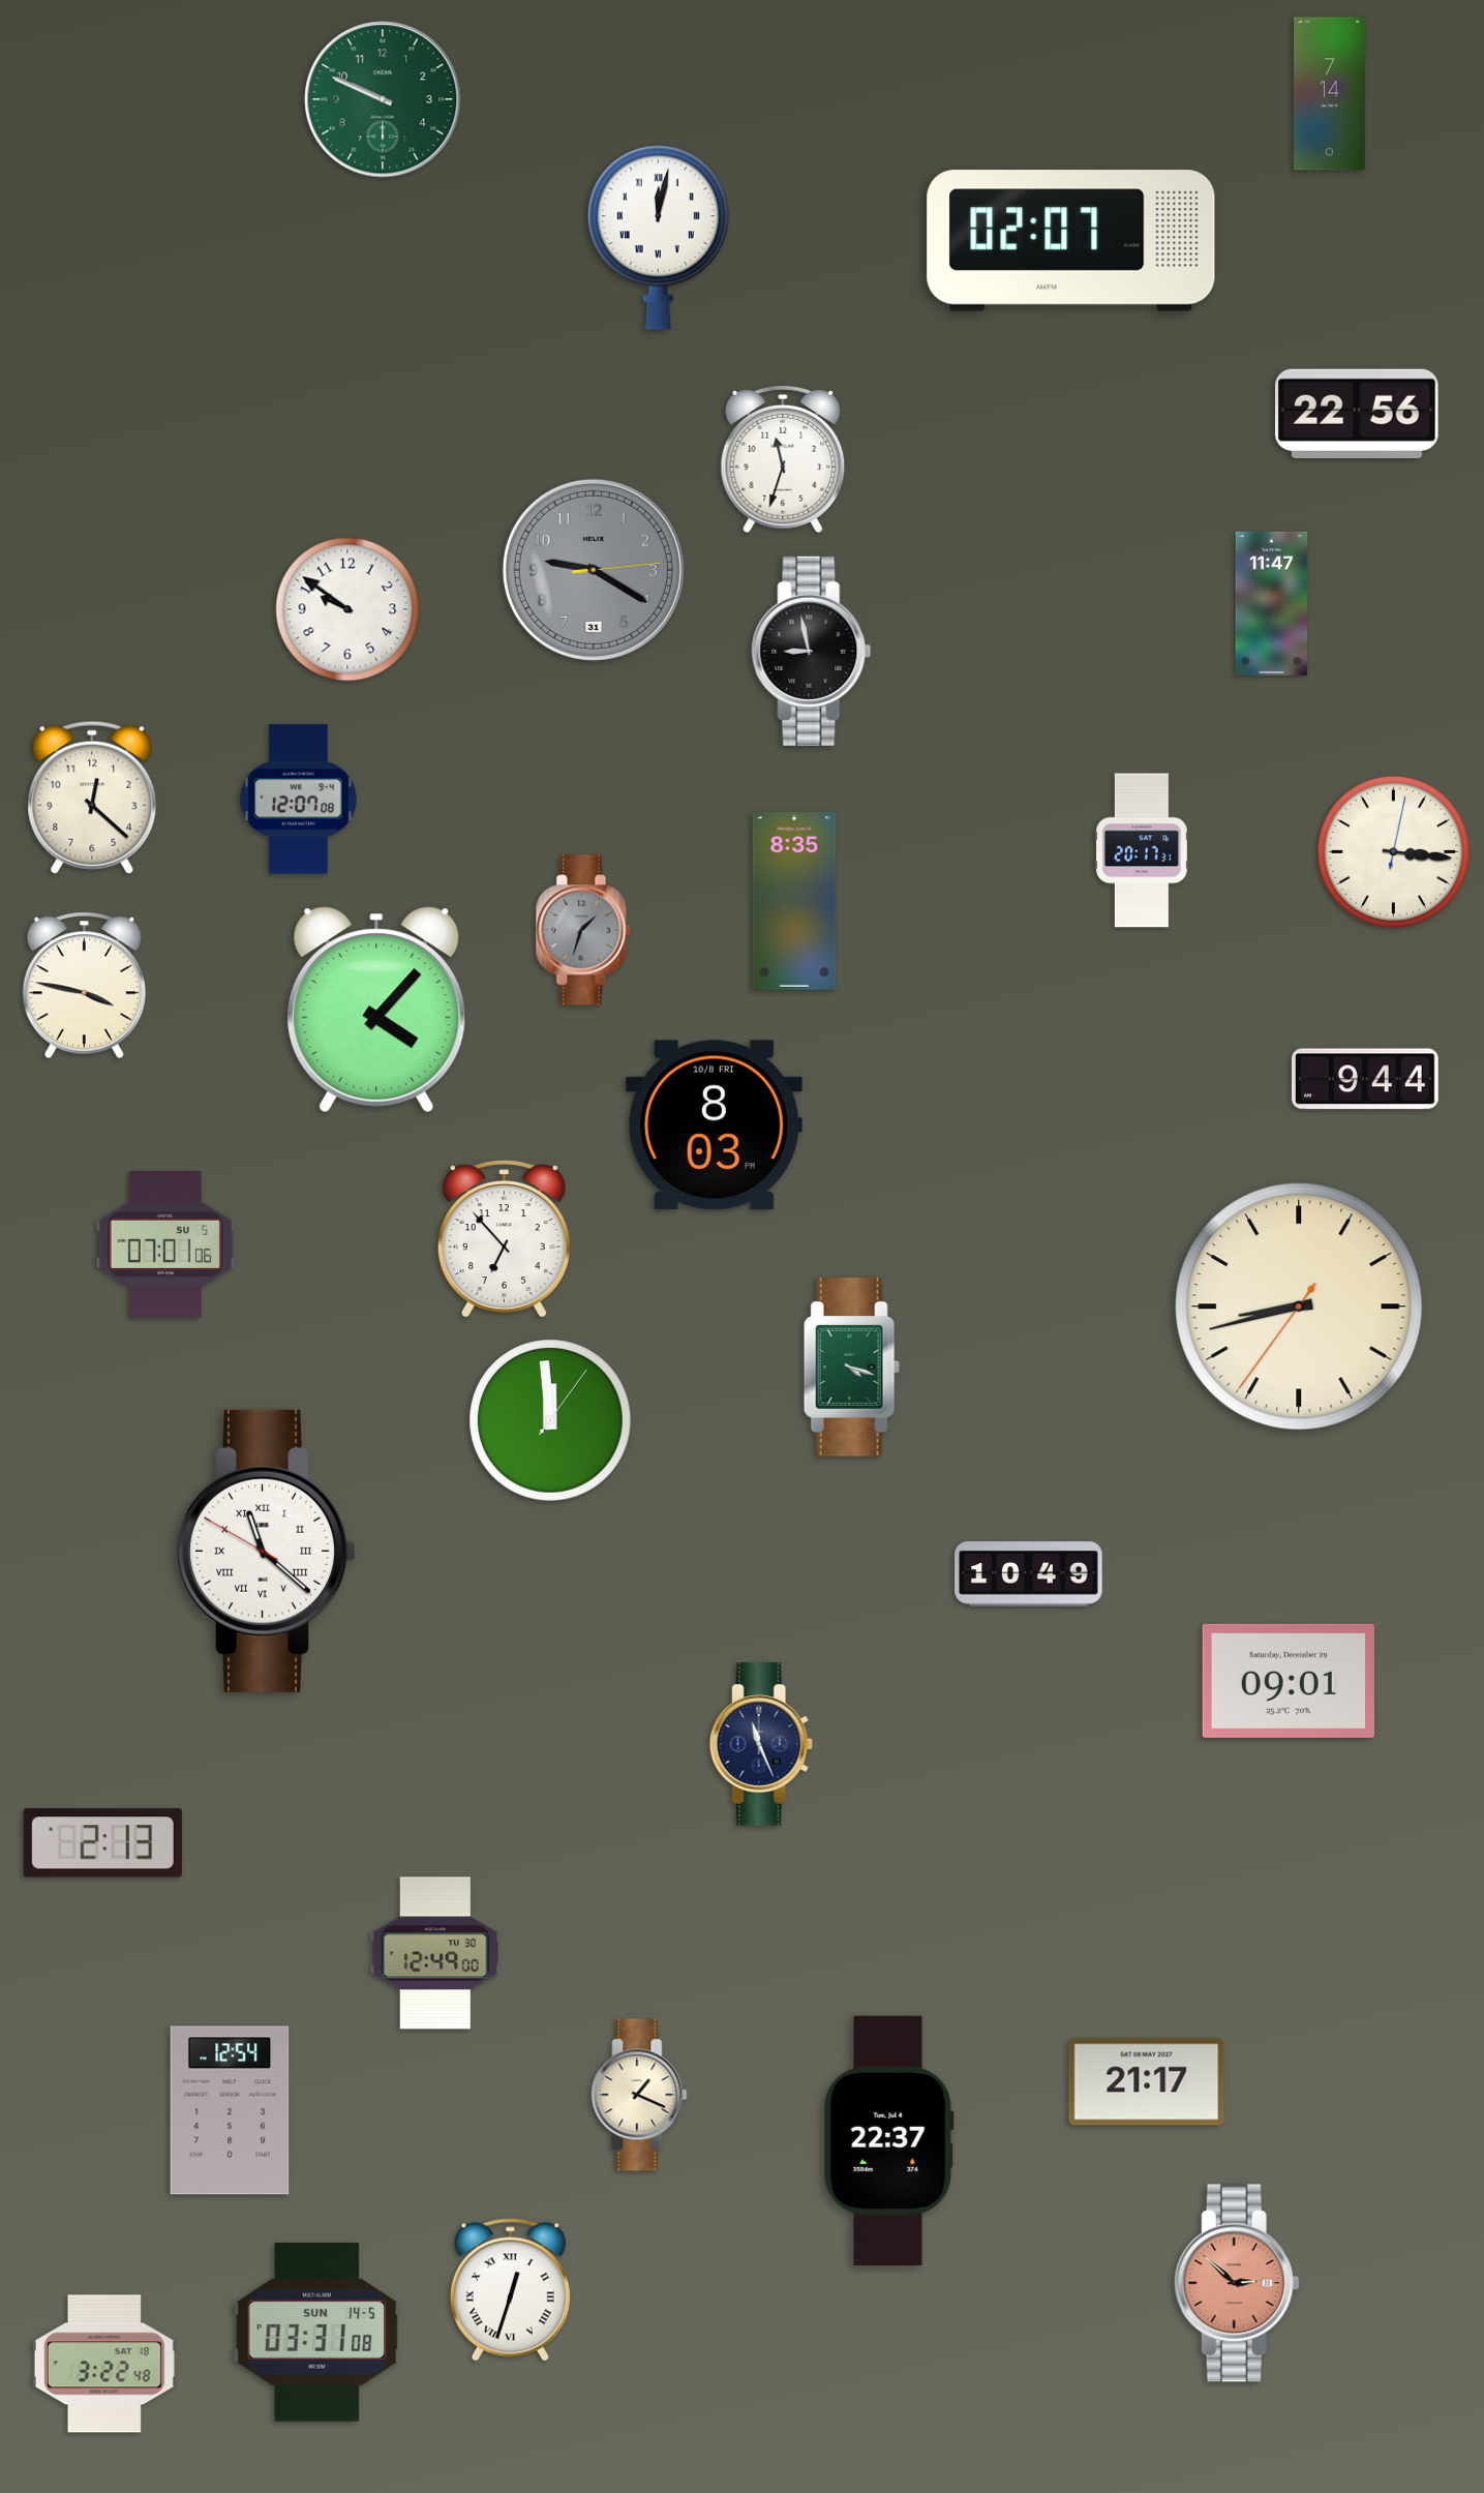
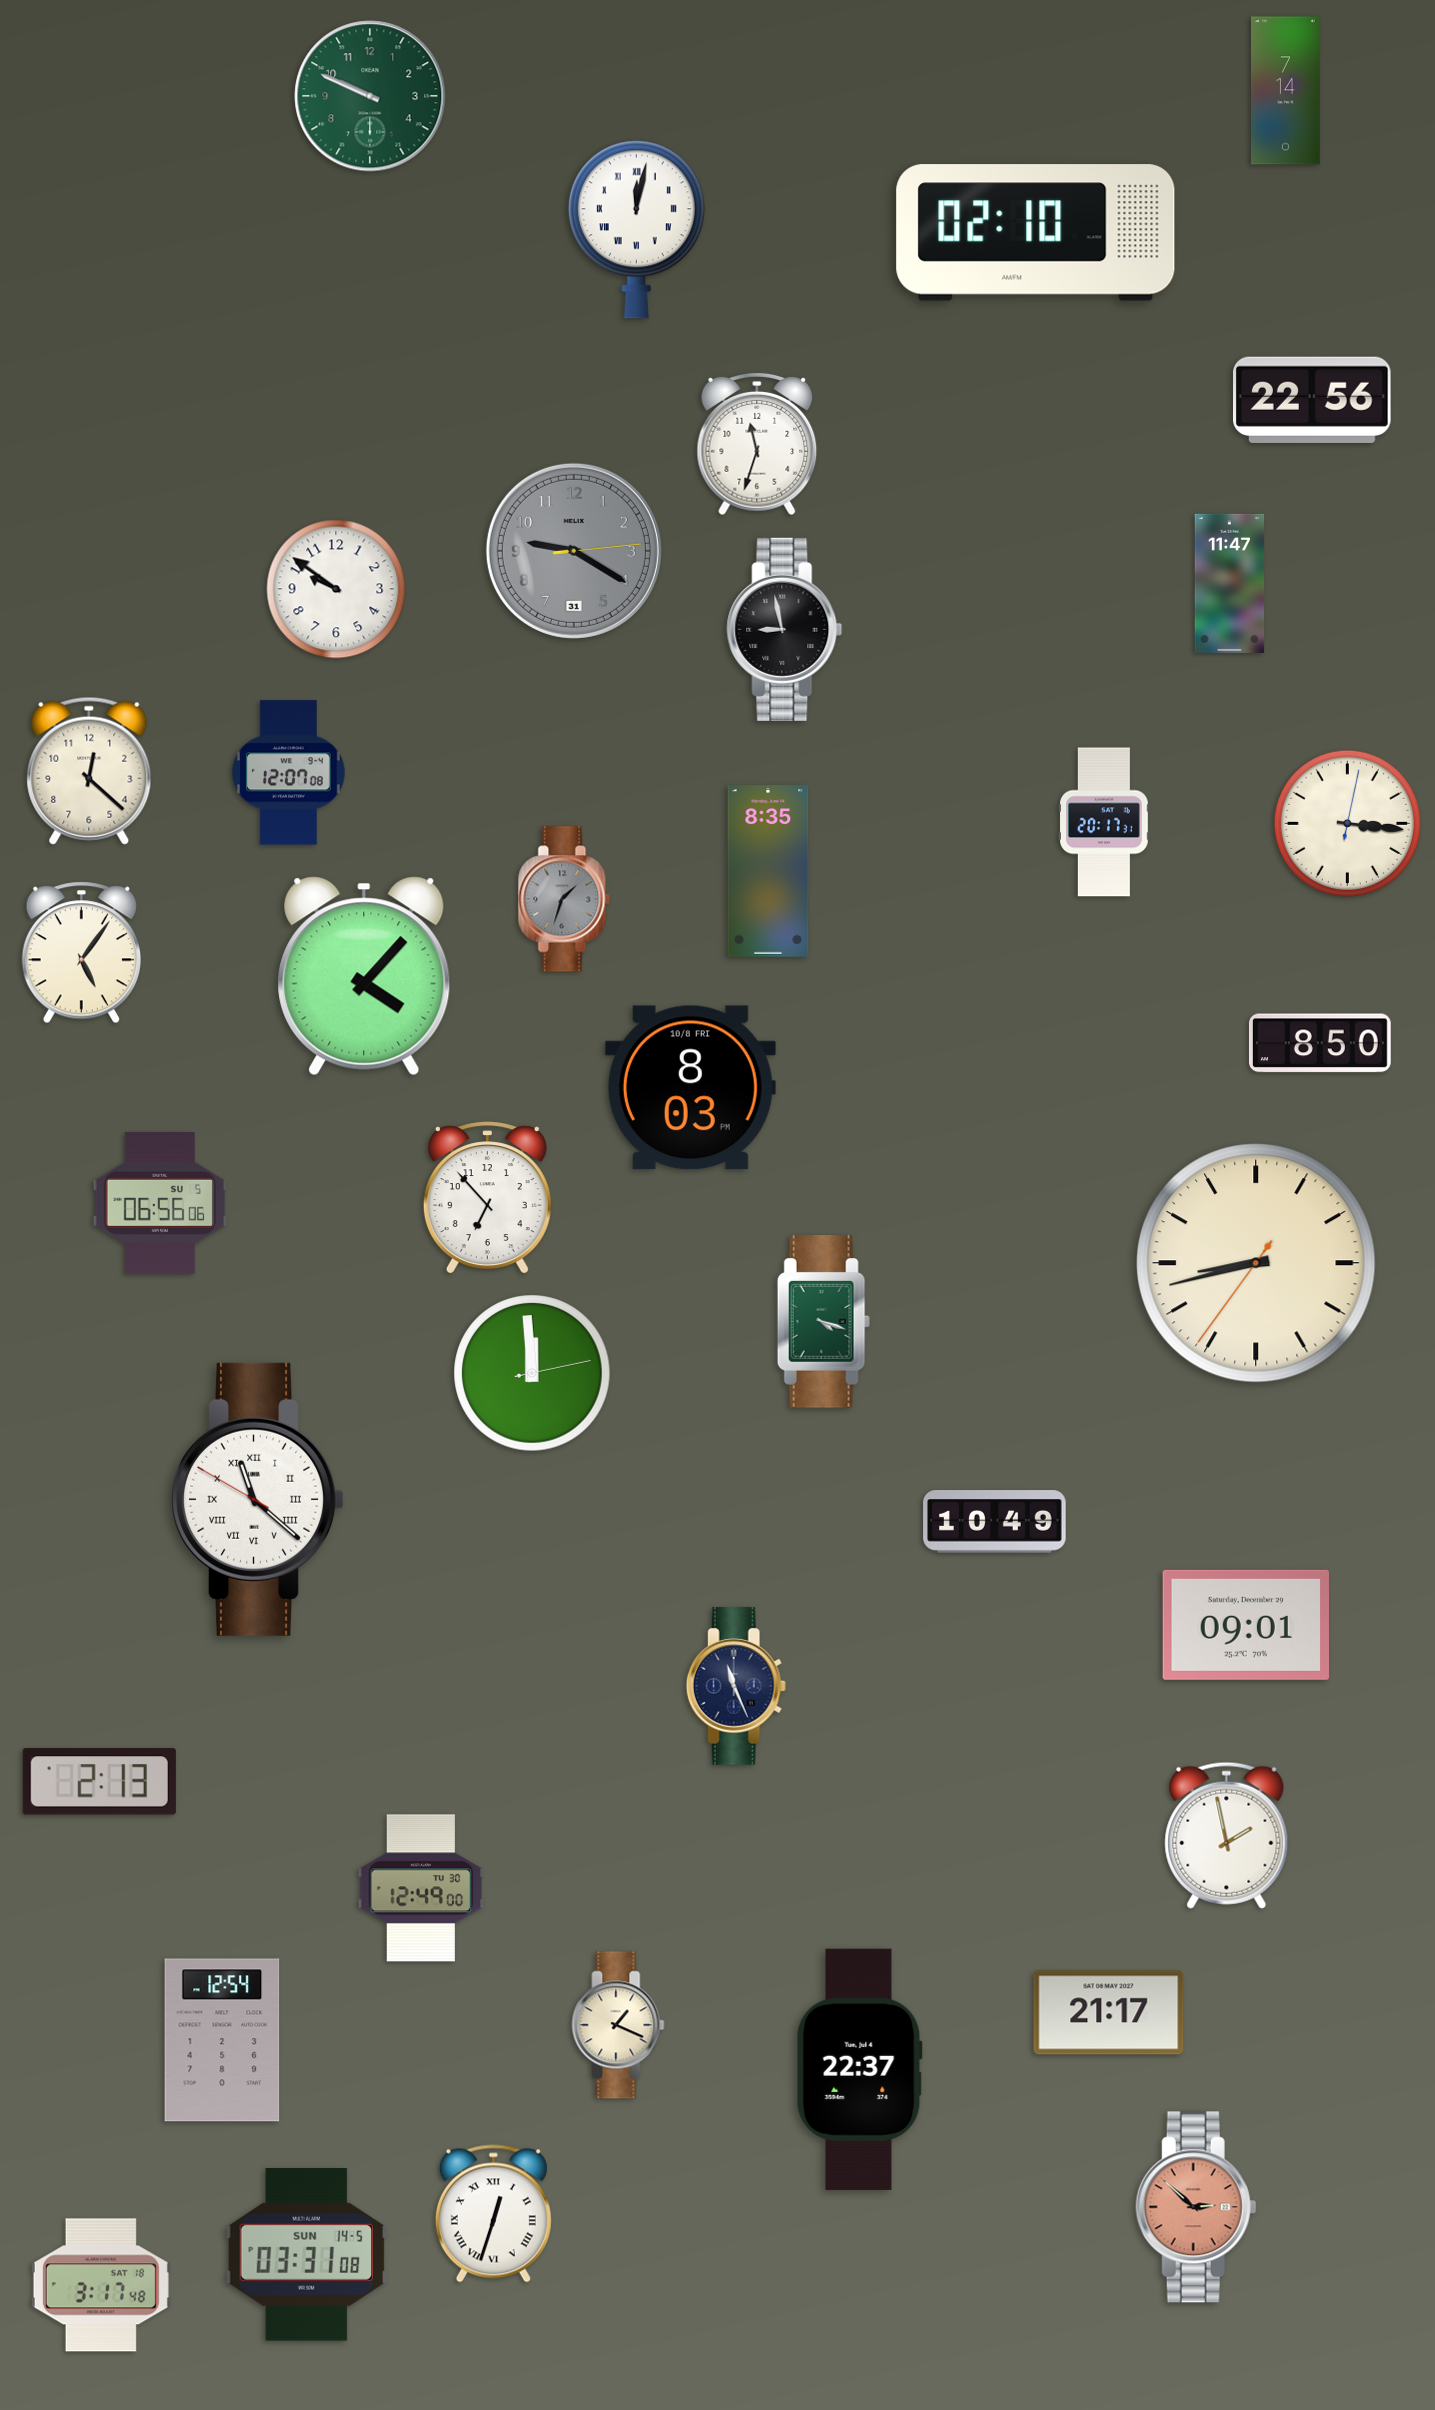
clock at (1071, 241): 02:07 -> 02:10
clock at (84, 986): 3:47 -> 5:06
clock at (1365, 1079): 9:44 -> 8:50
clock at (164, 1244): 07:01 -> 06:56
clock at (550, 1420): 11:59:06 -> 11:59:13
clock at (1227, 1835): none -> 1:58
clock at (104, 2364): 3:22 -> 3:17
